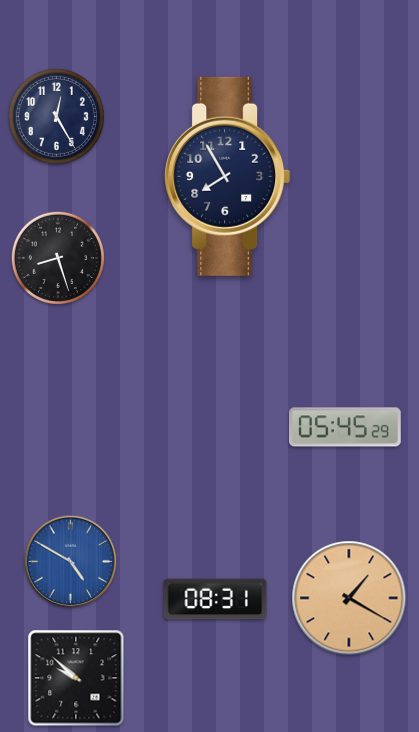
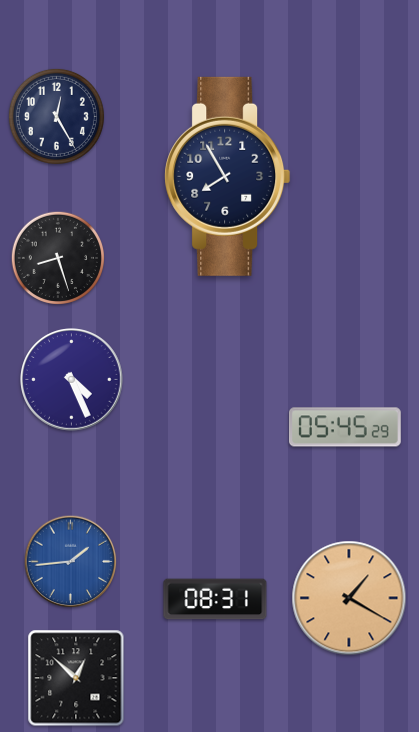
clock at (72, 380): none -> 4:26
clock at (71, 562): 4:50 -> 1:44
clock at (76, 678): 9:52 -> 12:52
